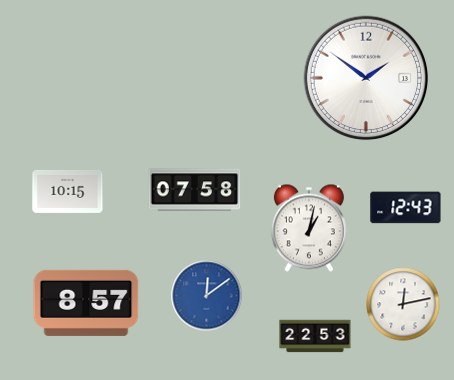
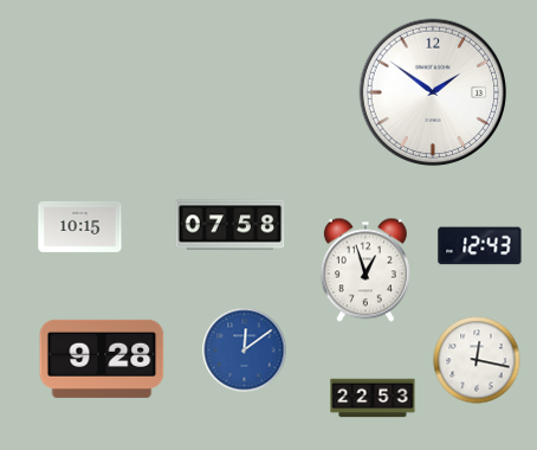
clock at (309, 228): 1:02 -> 12:57
clock at (86, 303): 8:57 -> 9:28
clock at (403, 304): 12:13 -> 12:17
